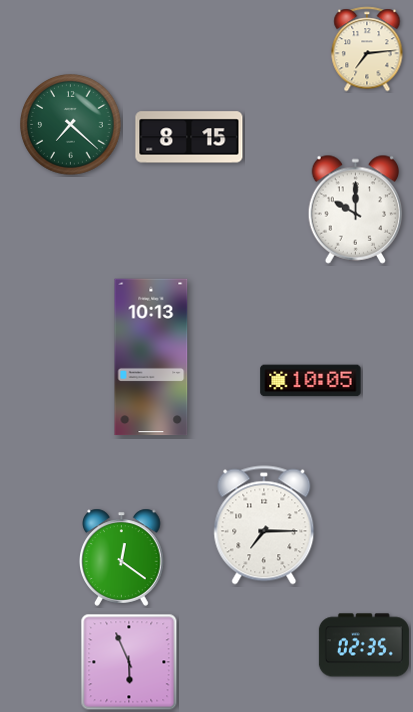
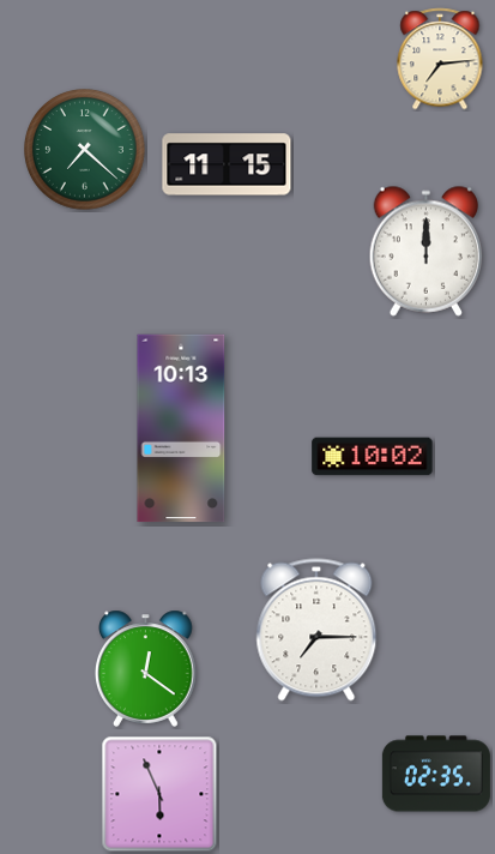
clock at (189, 137): 8:15 -> 11:15
clock at (356, 209): 10:00 -> 12:00
clock at (311, 381): 10:05 -> 10:02
clock at (129, 662) position: (129, 662) -> (159, 794)
